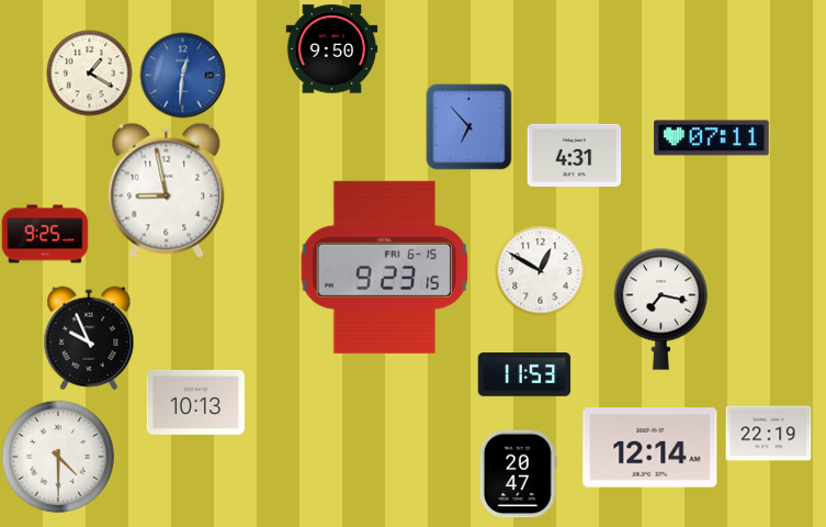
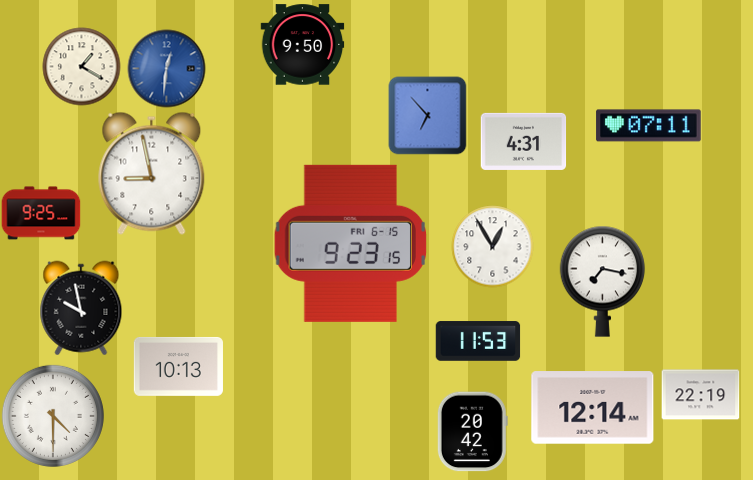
clock at (540, 270): 12:50 -> 12:55
clock at (89, 338): 9:56 -> 9:58
clock at (518, 473): 20:47 -> 20:42
